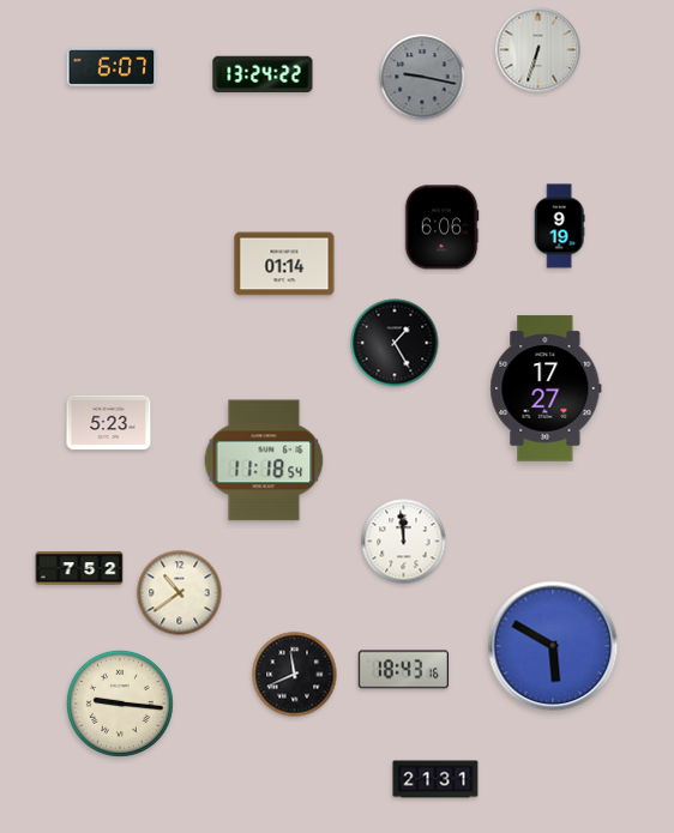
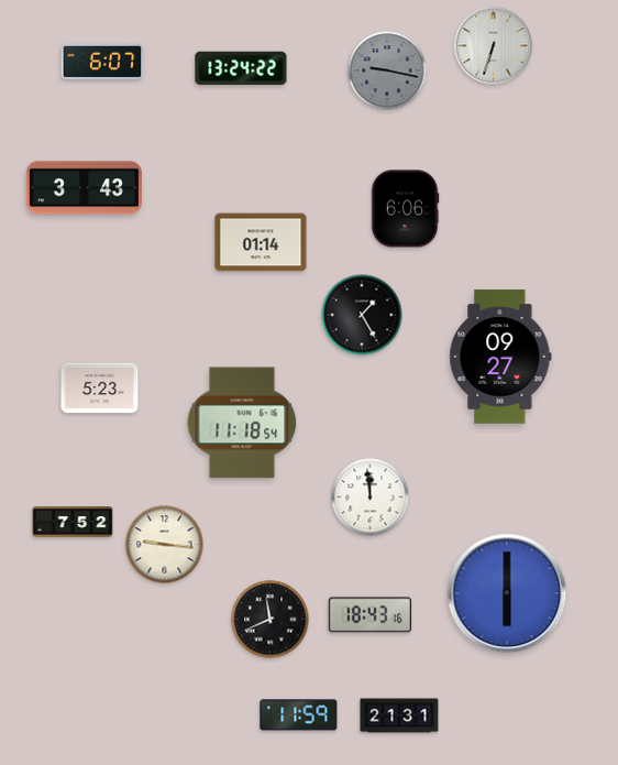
clock at (84, 188): none -> 3:43
clock at (559, 227): 9:19 -> none
clock at (546, 388): 17:27 -> 09:27
clock at (180, 593): 10:39 -> 9:16
clock at (553, 646): 5:50 -> 6:00
clock at (120, 704): 9:16 -> none
clock at (299, 715): none -> 11:59
